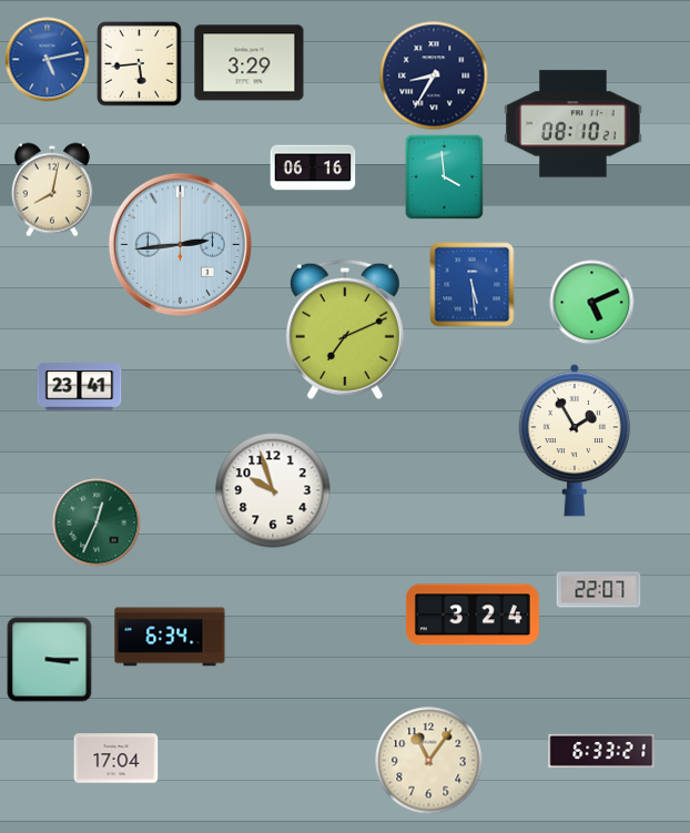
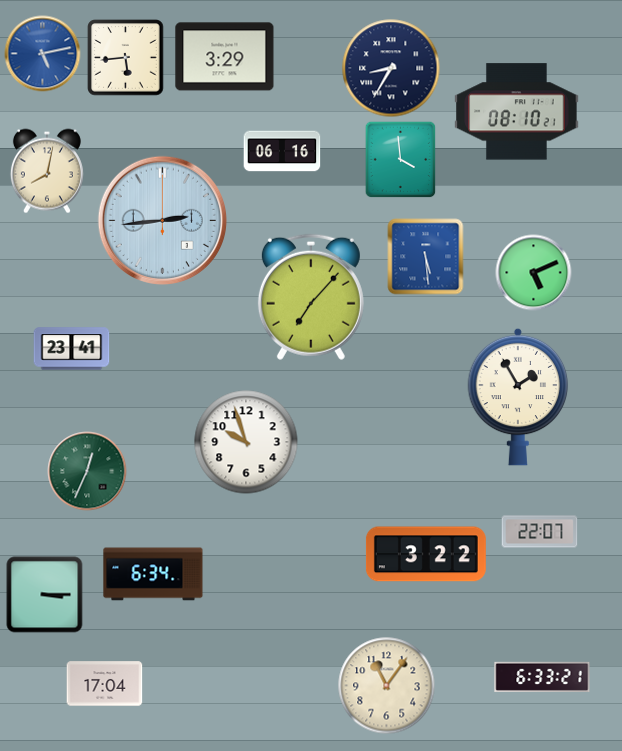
clock at (345, 329): 7:11 -> 7:07
clock at (473, 614): 3:24 -> 3:22
